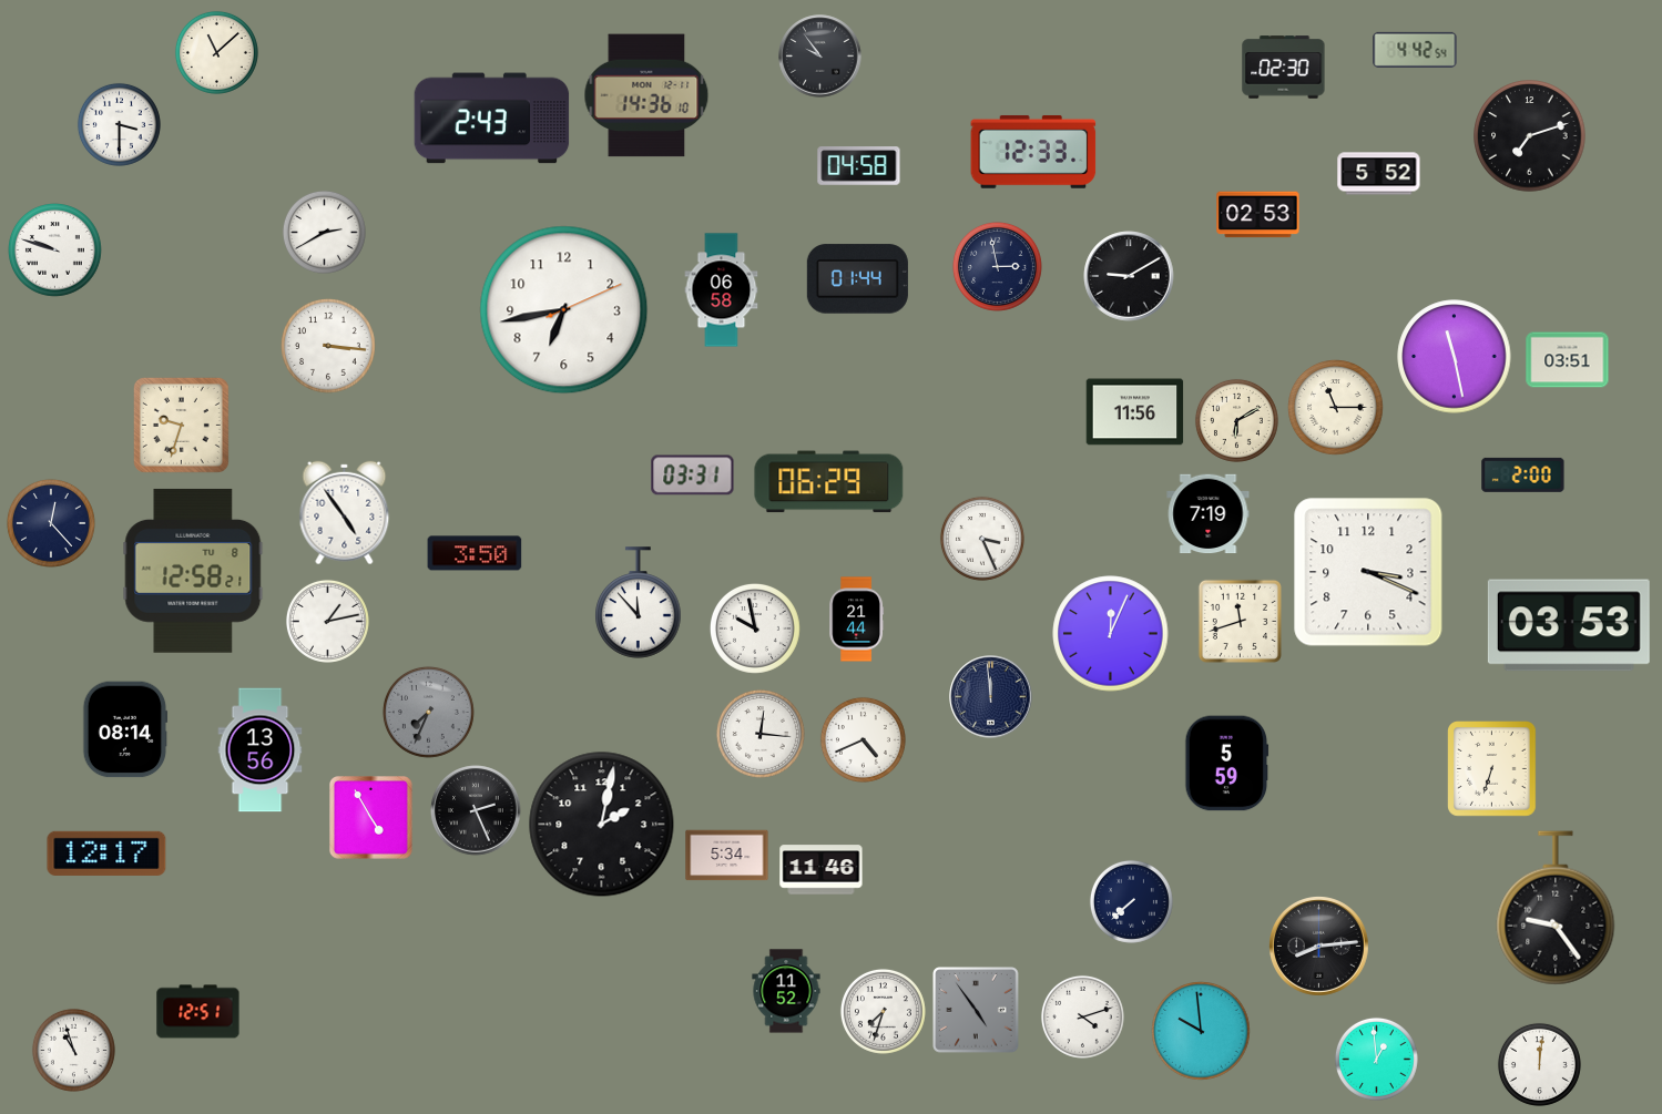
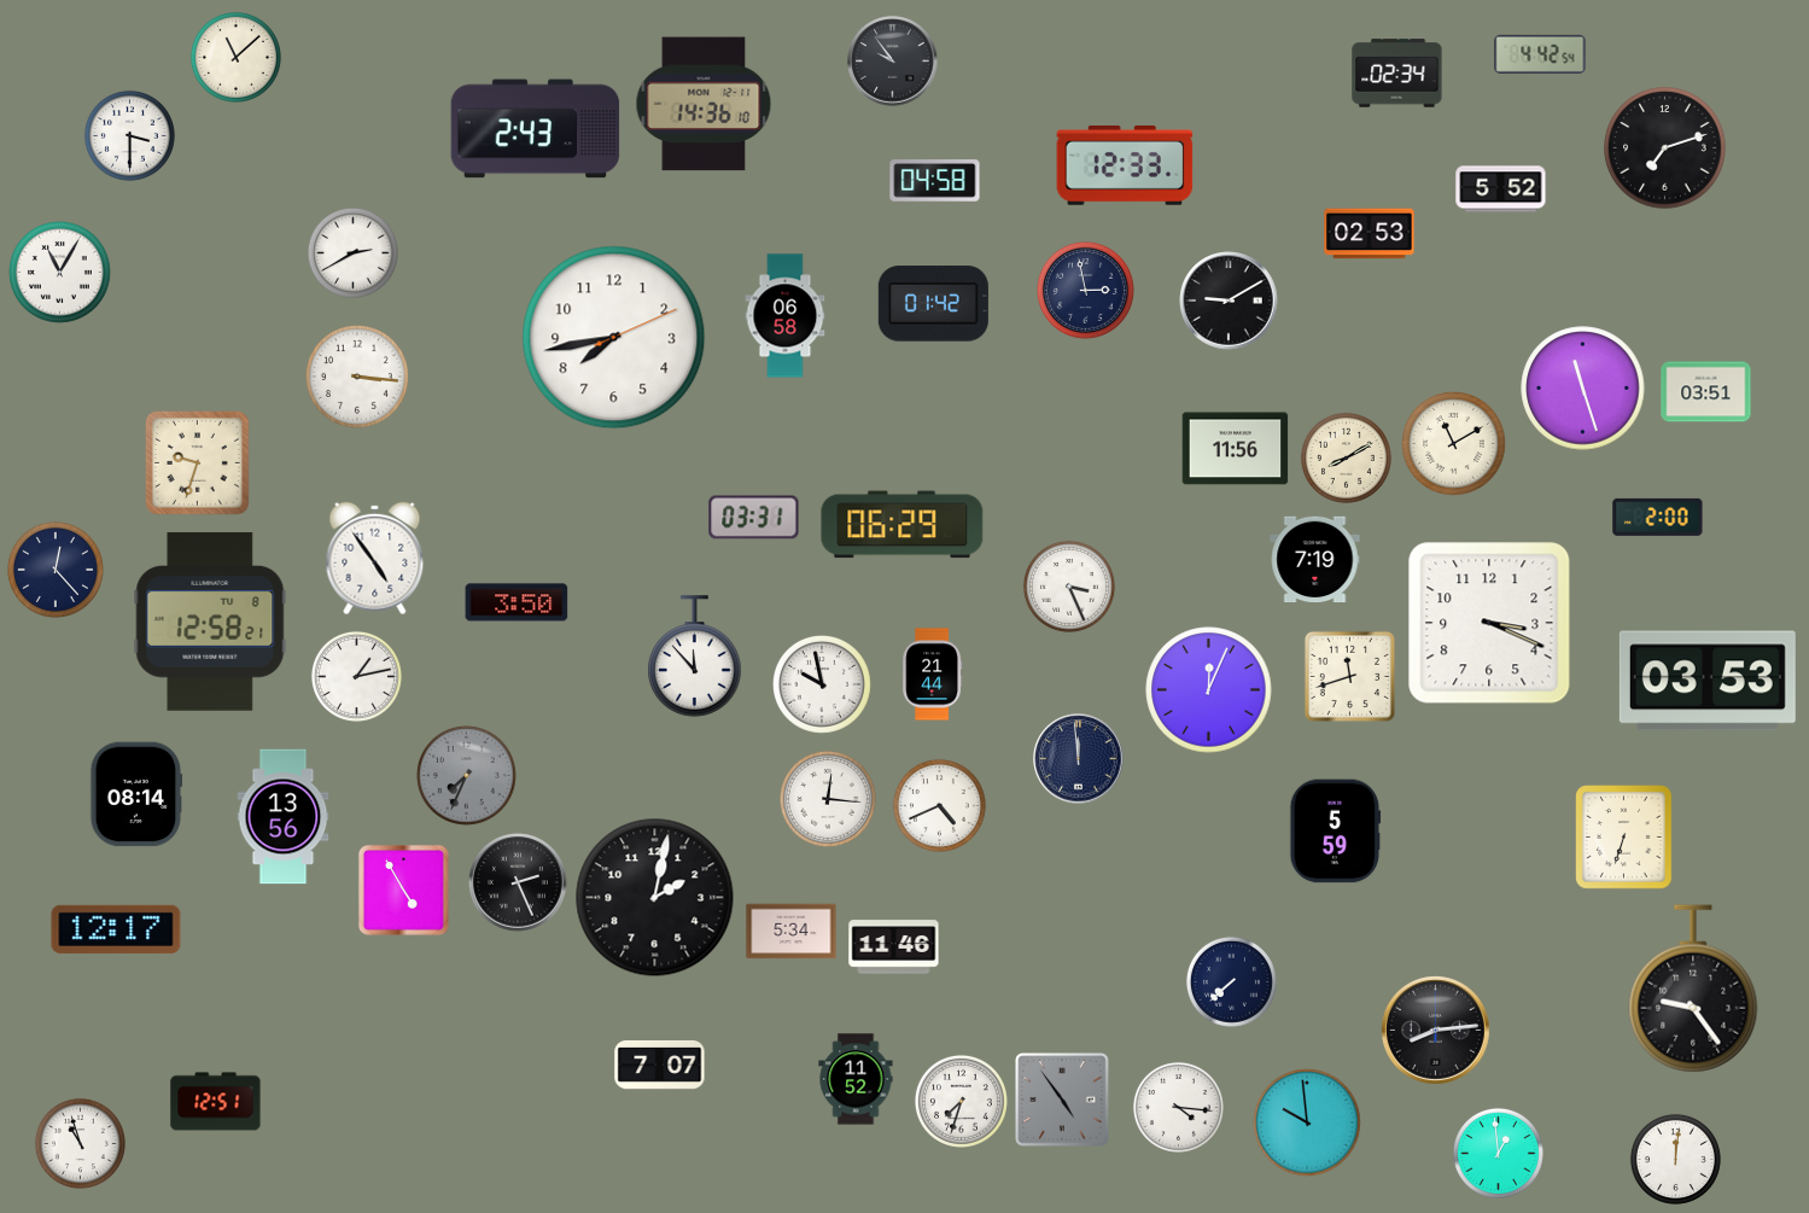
clock at (1284, 68): 02:30 -> 02:34
clock at (55, 251): 9:48 -> 11:05
clock at (857, 279): 01:44 -> 01:42
clock at (564, 310): 6:43 -> 7:43
clock at (1455, 357): 11:28 -> 11:27
clock at (1336, 408): 11:15 -> 11:10
clock at (1236, 420): 6:10 -> 8:10
clock at (660, 1065): none -> 7:07
clock at (1082, 1016): 4:12 -> 4:16
